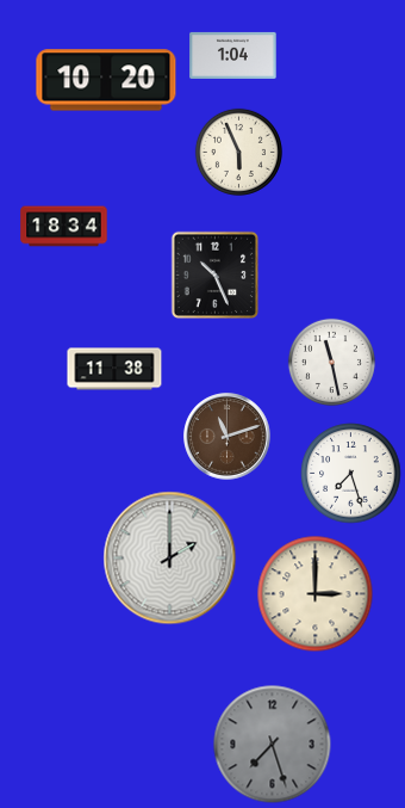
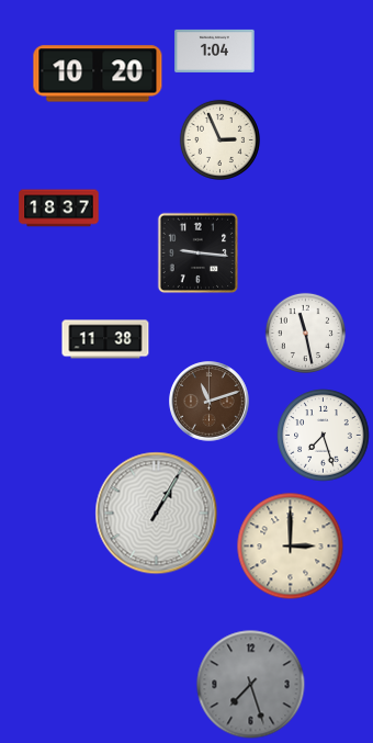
clock at (238, 152): 5:56 -> 2:56
clock at (64, 227): 18:34 -> 18:37
clock at (216, 276): 10:26 -> 9:16
clock at (170, 559): 2:00 -> 1:05
